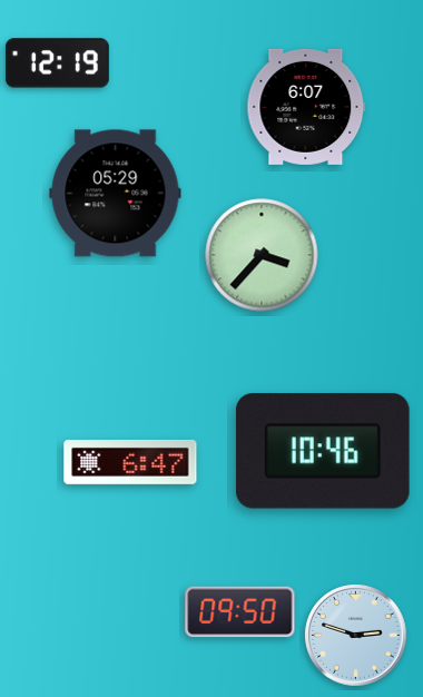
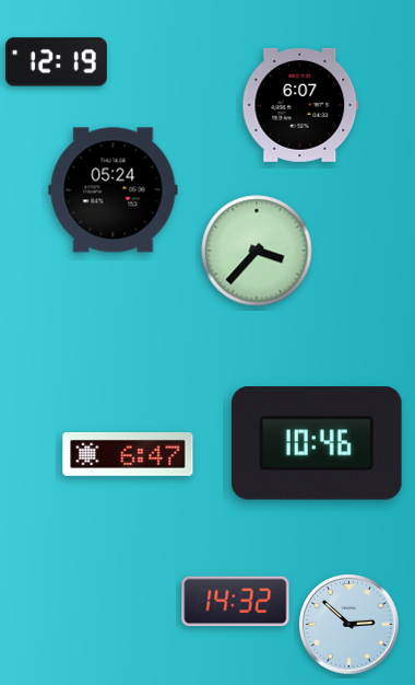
clock at (116, 194): 05:29 -> 05:24
clock at (240, 612): 09:50 -> 14:32
clock at (356, 636): 2:48 -> 2:52
